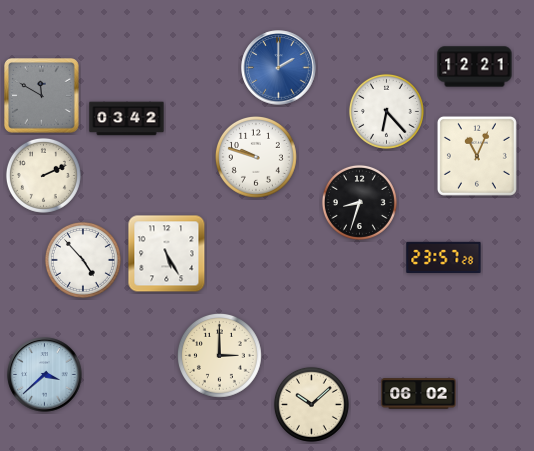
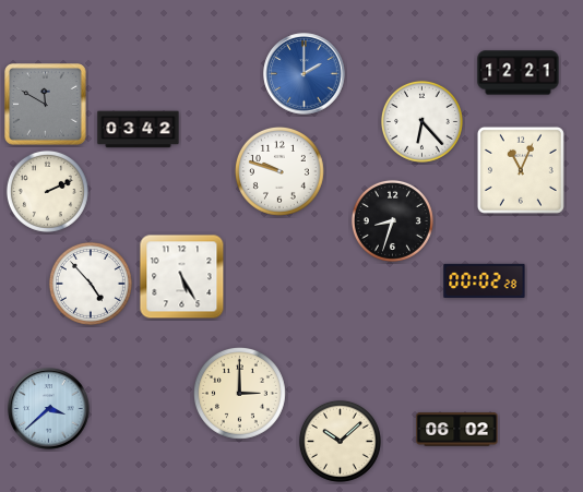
clock at (444, 258): 23:57 -> 00:02
clock at (219, 355) position: (219, 355) -> (239, 393)
